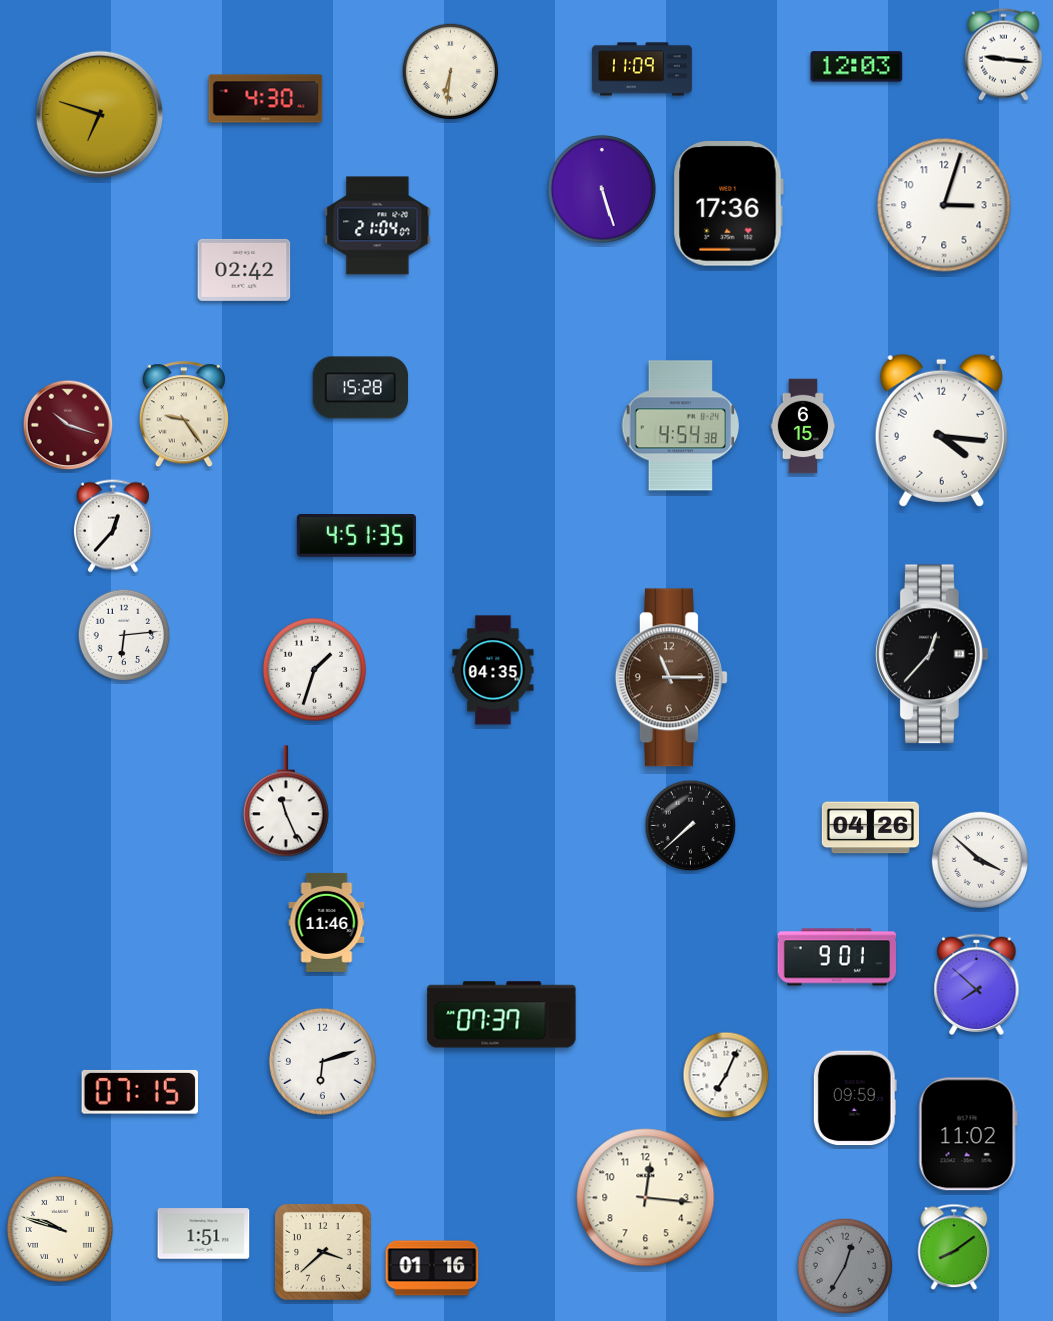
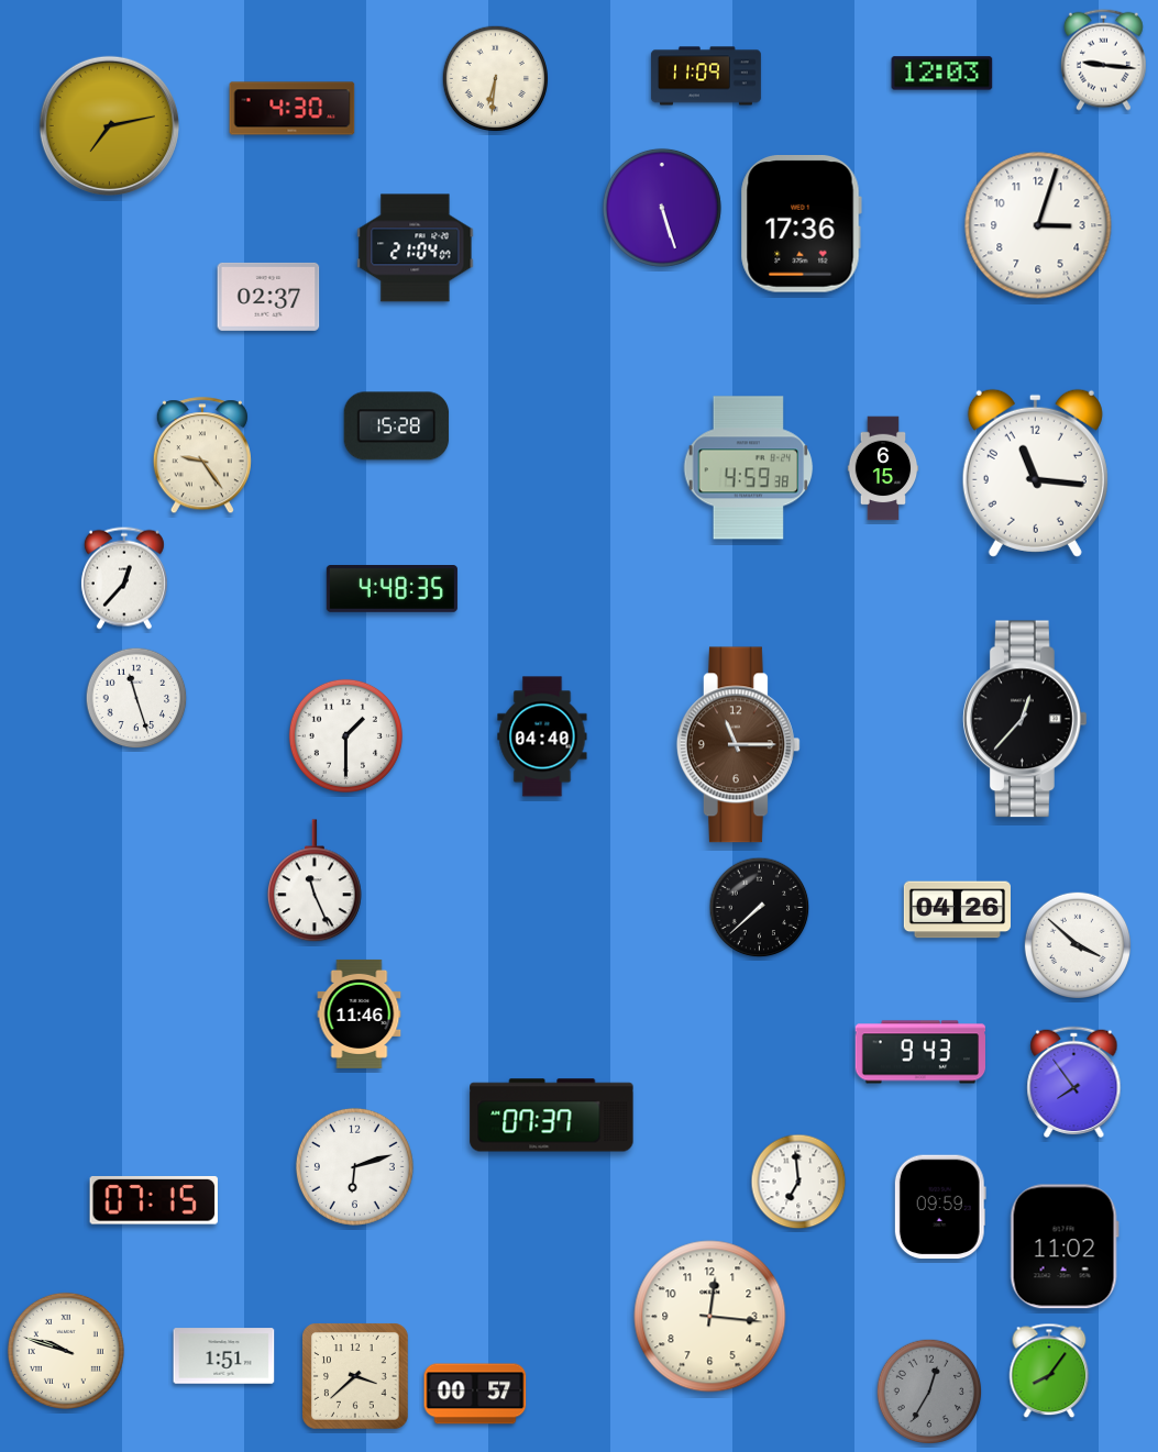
clock at (99, 114): 6:48 -> 7:13
clock at (244, 270): 02:42 -> 02:37
clock at (68, 425): 10:18 -> none
clock at (681, 426): 4:54 -> 4:59
clock at (941, 430): 4:16 -> 11:16
clock at (356, 536): 4:51 -> 4:48
clock at (124, 635): 6:14 -> 11:27
clock at (314, 669): 1:33 -> 1:30
clock at (493, 670): 04:35 -> 04:40
clock at (836, 957): 9:01 -> 9:43
clock at (977, 985): 7:52 -> 7:54
clock at (726, 1075): 7:04 -> 6:59
clock at (954, 1247): 8:09 -> 8:06
clock at (432, 1268): 01:16 -> 00:57
